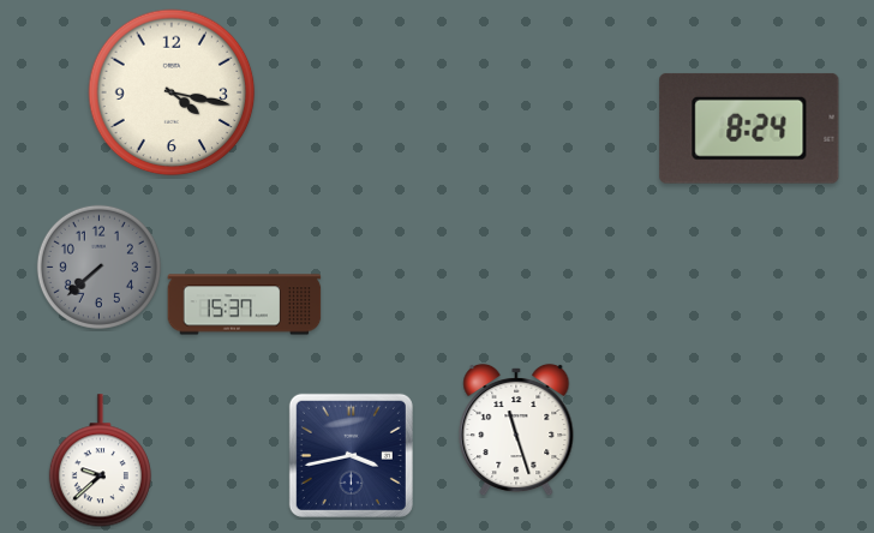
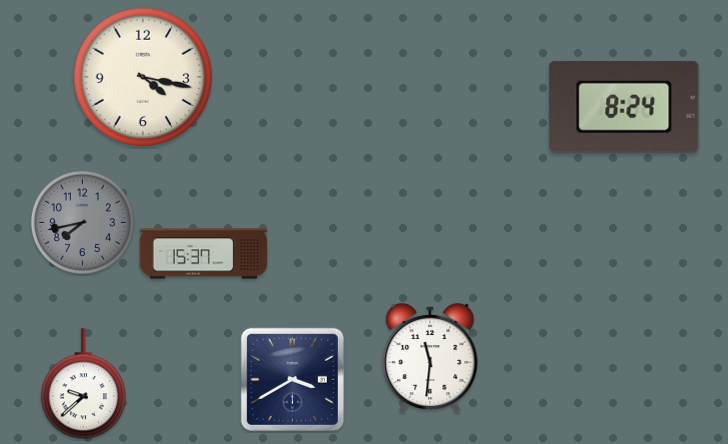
clock at (98, 266): 7:38 -> 7:43
clock at (516, 430): 11:27 -> 11:31
clock at (351, 455): 3:43 -> 3:40
